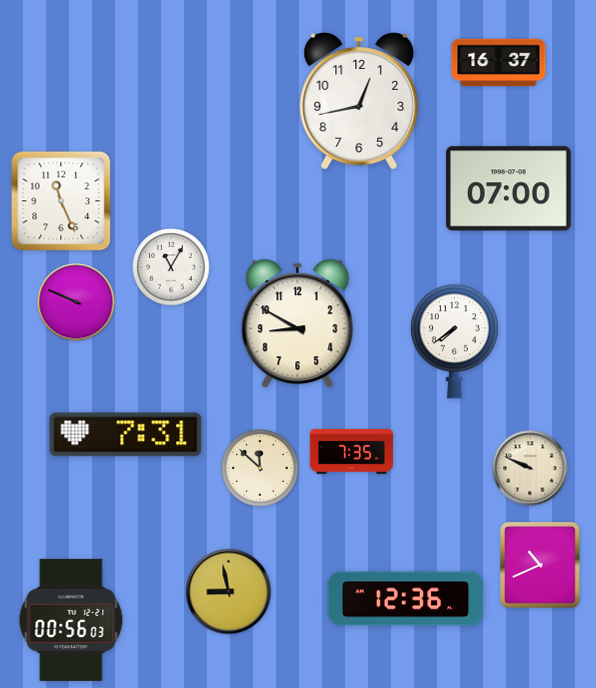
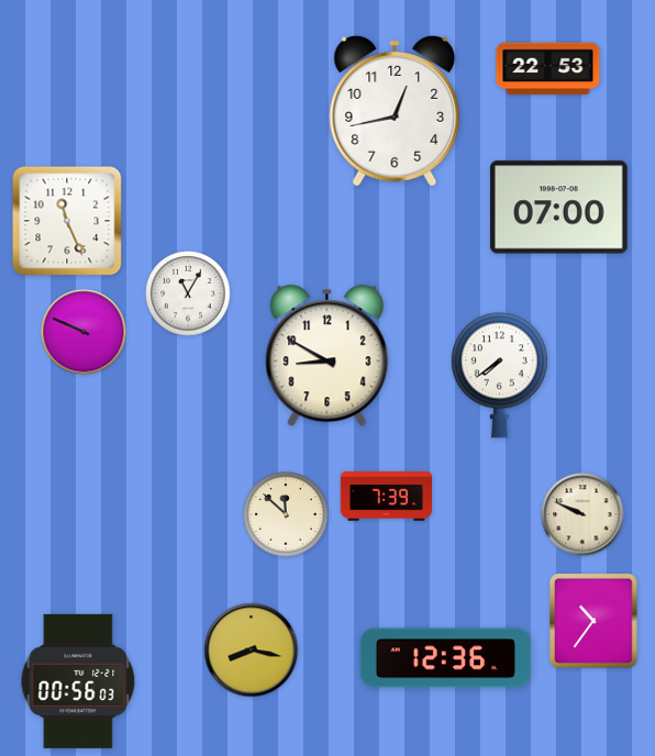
clock at (499, 63): 16:37 -> 22:53
clock at (126, 435): 7:31 -> none
clock at (351, 451): 7:35 -> 7:39
clock at (541, 566): 10:41 -> 10:36
clock at (229, 592): 8:58 -> 8:17
